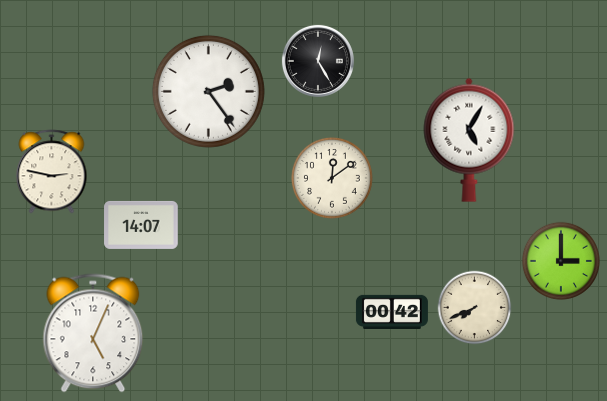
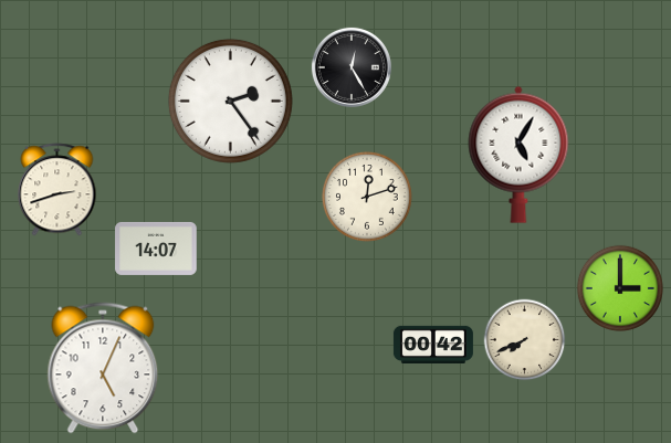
clock at (52, 172): 2:47 -> 2:42
clock at (332, 178): 12:09 -> 12:12
